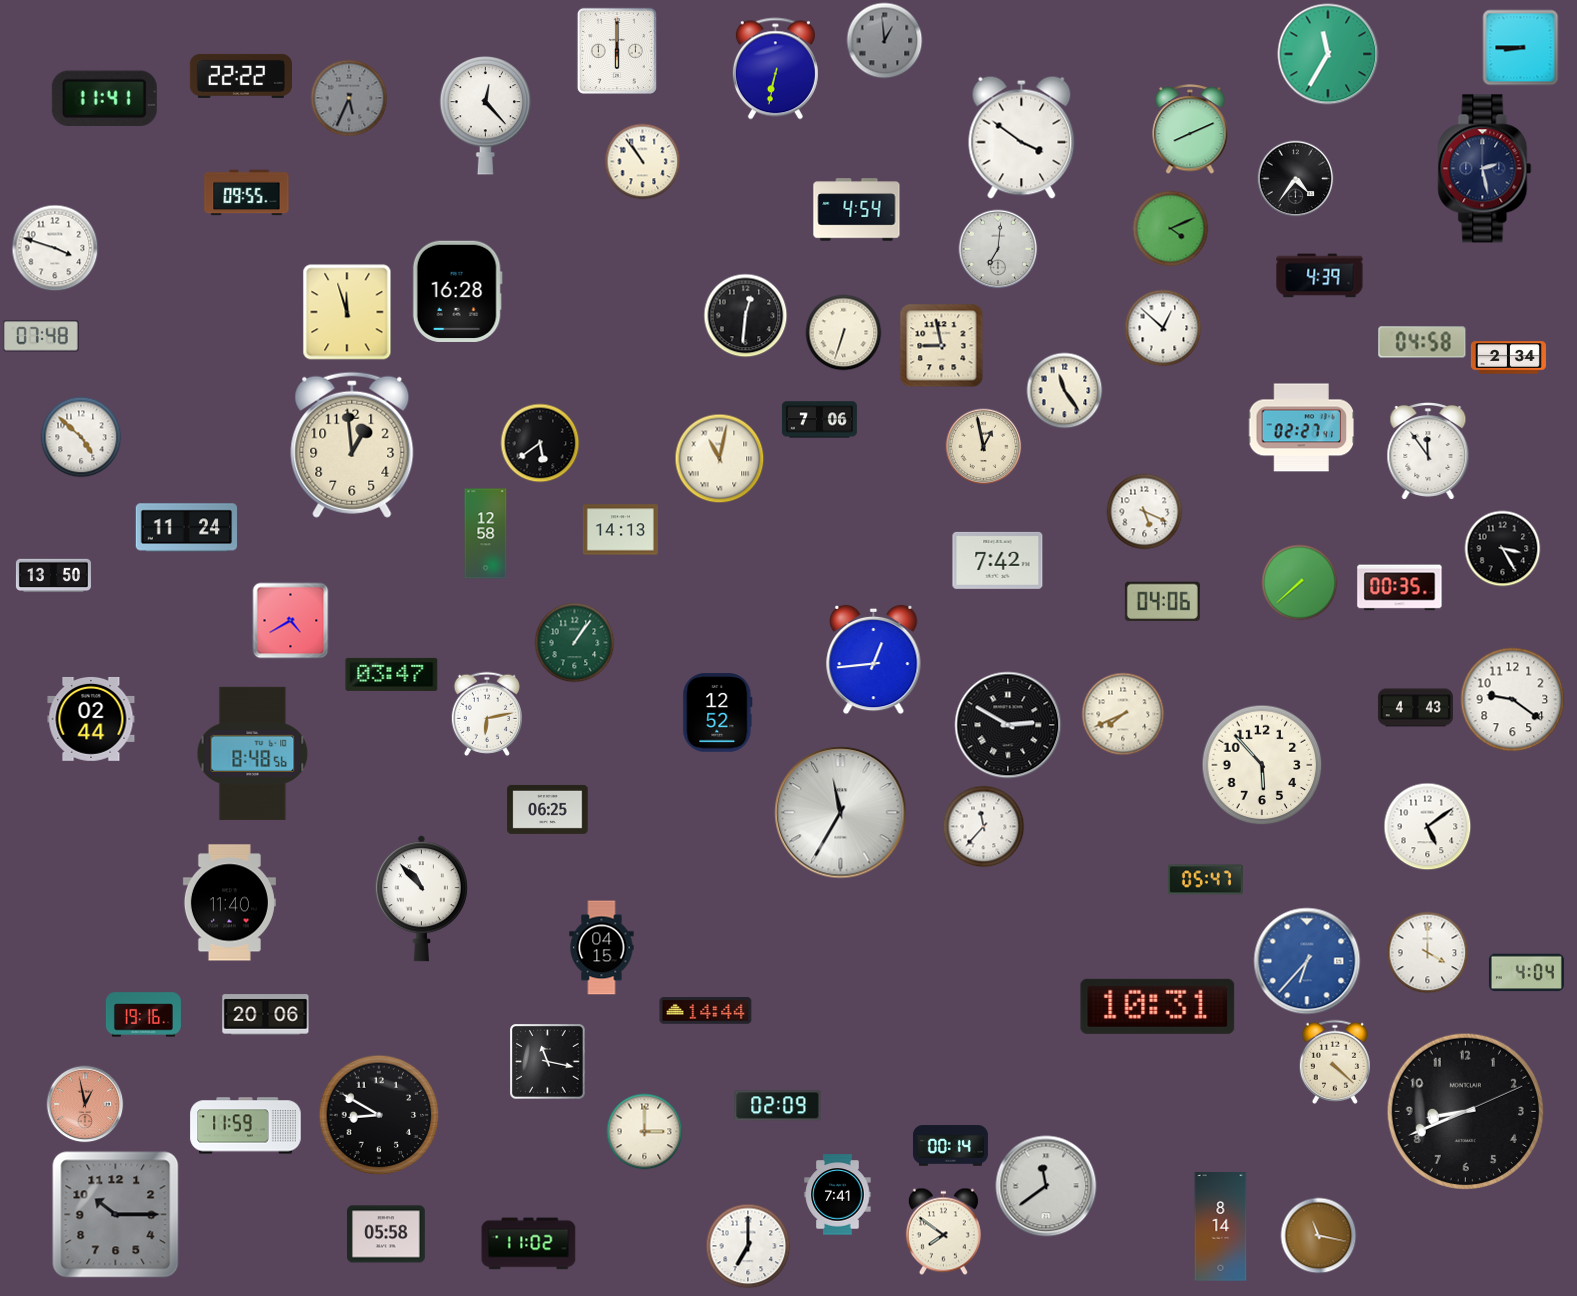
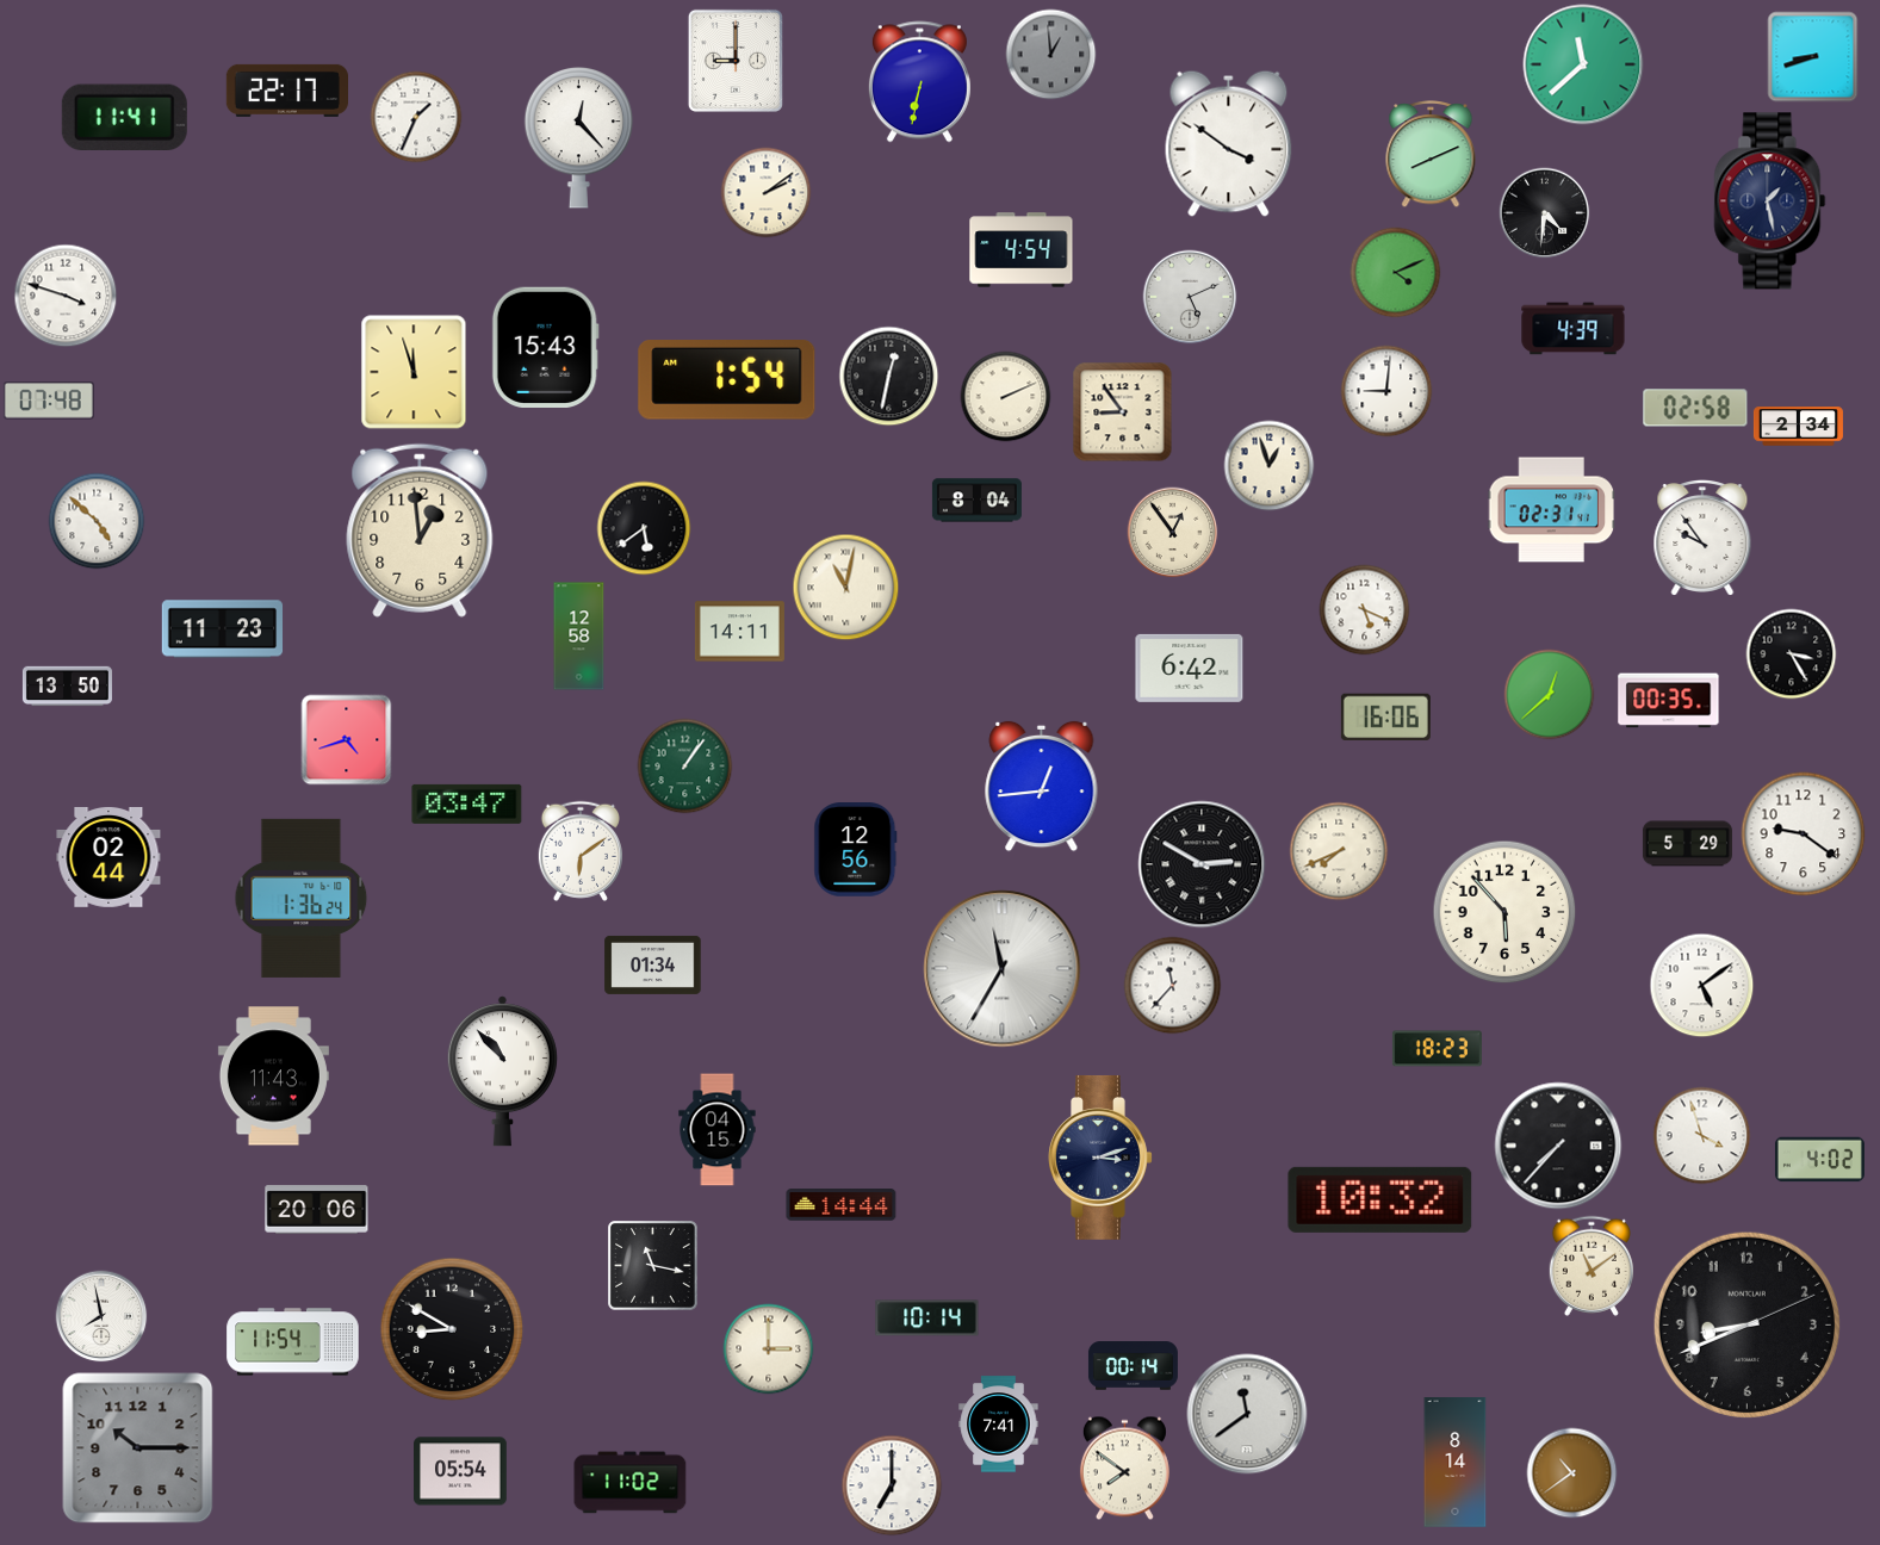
clock at (885, 41) position: (885, 41) -> (1051, 55)
clock at (1521, 48): 8:45 -> 8:42
clock at (617, 51): 6:00 -> 9:00
clock at (1328, 54): 11:35 -> 11:38
clock at (775, 69) position: (775, 69) -> (919, 82)
clock at (240, 76): 22:22 -> 22:17
clock at (349, 98): 5:34 -> 1:34
clock at (349, 98) dial: grey -> white
clock at (1190, 130) position: (1190, 130) -> (1431, 155)
clock at (1022, 137) position: (1022, 137) -> (1229, 143)
clock at (643, 162): 10:54 -> 2:09
clock at (1485, 169): 2:28 -> 1:28
clock at (1296, 179): 4:36 -> 4:31
clock at (247, 193): 09:55 -> none
clock at (998, 249): 7:01 -> 5:11
clock at (457, 291): 16:28 -> 15:43
clock at (746, 316): 12:31 -> 12:32
clock at (727, 380): none -> 1:54
clock at (1163, 328): 12:52 -> 9:01
clock at (844, 333): 6:33 -> 2:11
clock at (1422, 342): 04:58 -> 02:58
clock at (942, 346): 8:58 -> 8:54
clock at (1065, 391): 11:24 -> 12:57
clock at (819, 420): 7:06 -> 8:04
clock at (1302, 428): 02:27 -> 02:31
clock at (984, 447): 12:58 -> 12:54
clock at (1428, 452): 11:54 -> 9:54
clock at (720, 459) position: (720, 459) -> (846, 588)
clock at (187, 528): 11:24 -> 11:23
clock at (620, 530): 14:13 -> 14:11
clock at (998, 560): 7:42 -> 6:42
clock at (53, 576) position: (53, 576) -> (67, 687)
clock at (1300, 583): 7:38 -> 12:38
clock at (1162, 602): 04:06 -> 16:06
clock at (291, 621): 4:40 -> 4:42
clock at (1415, 708): 4:43 -> 5:29
clock at (718, 713): 12:52 -> 12:56
clock at (487, 714): 6:13 -> 6:09
clock at (253, 753): 8:48 -> 1:36
clock at (548, 809): 06:25 -> 01:34
clock at (1205, 880): 05:47 -> 18:23
clock at (229, 903): 11:40 -> 11:43
clock at (1428, 953): 4:00 -> 3:57
clock at (1307, 961): 6:37 -> 7:37
clock at (1307, 961) dial: blue -> black
clock at (1100, 1158): none -> 3:12
clock at (1526, 973): 4:04 -> 4:02
clock at (1158, 1006): 10:31 -> 10:32
clock at (143, 1015): 19:16 -> none
clock at (1335, 1062): 4:22 -> 11:09
clock at (85, 1104): 12:58 -> 7:58
clock at (85, 1104) dial: salmon -> white
clock at (778, 1106): 02:09 -> 10:14
clock at (246, 1126): 11:59 -> 11:54
clock at (387, 1234): 05:58 -> 05:54
clock at (1319, 1236): 11:17 -> 10:39
